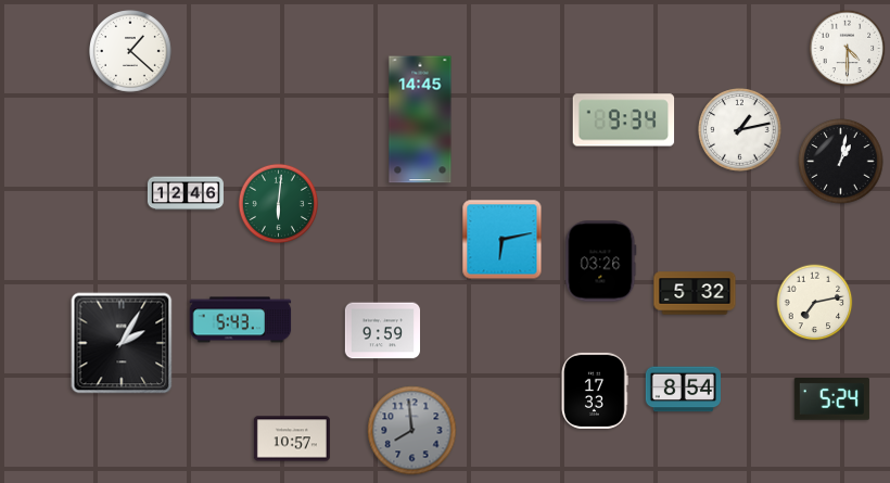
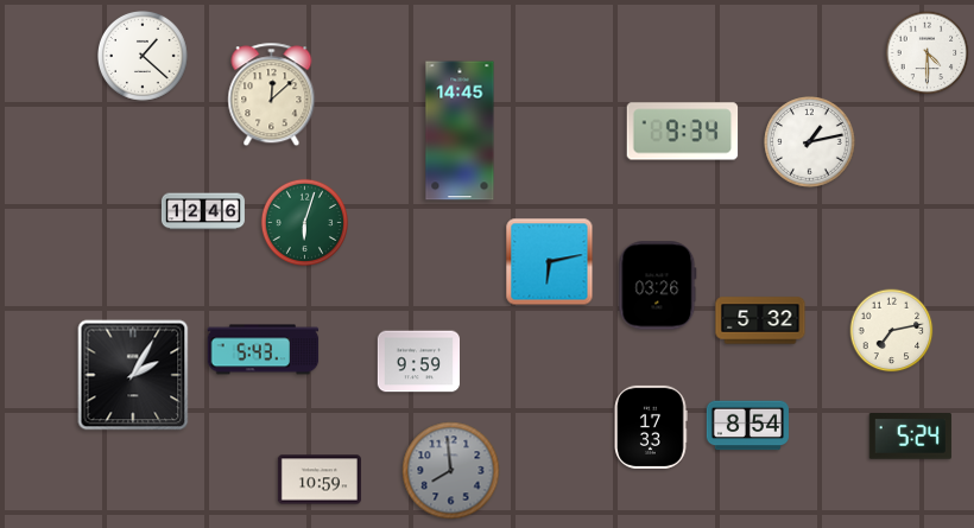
clock at (272, 95): none -> 12:08
clock at (841, 162): 1:02 -> none
clock at (278, 203): 6:01 -> 6:03
clock at (292, 438): 10:57 -> 10:59
